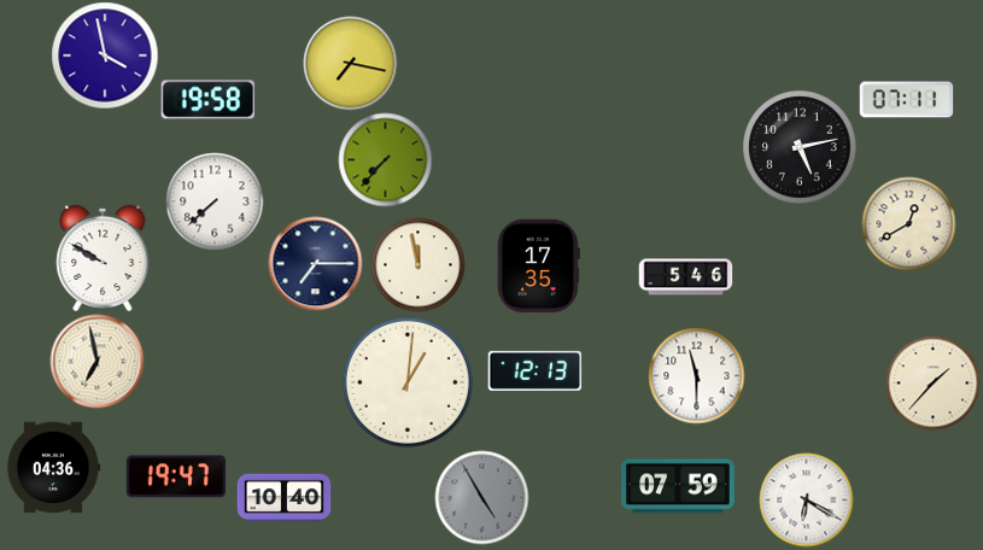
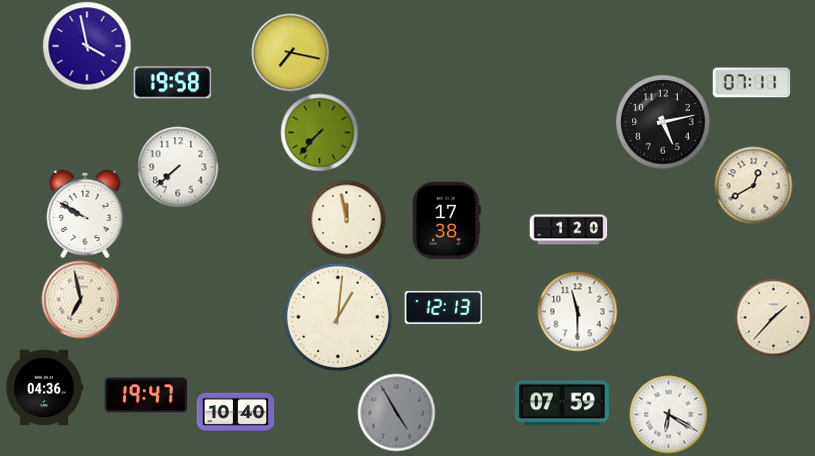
clock at (315, 263): 7:15 -> none
clock at (538, 265): 17:35 -> 17:38
clock at (685, 277): 5:46 -> 1:20
clock at (481, 497) position: (481, 497) -> (396, 412)
